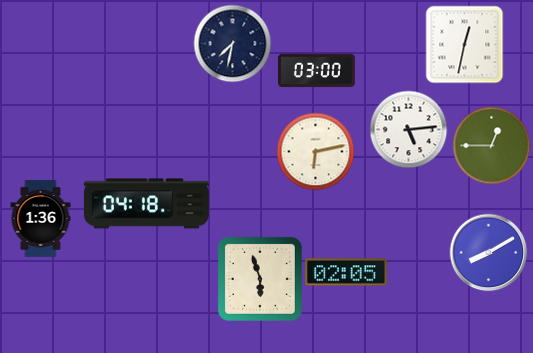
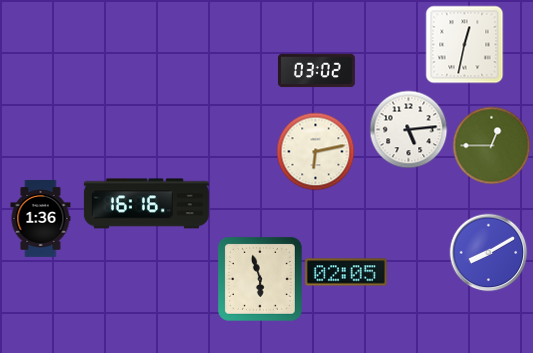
clock at (232, 43): 7:32 -> none
clock at (316, 71): 03:00 -> 03:02
clock at (146, 204): 04:18 -> 16:16
